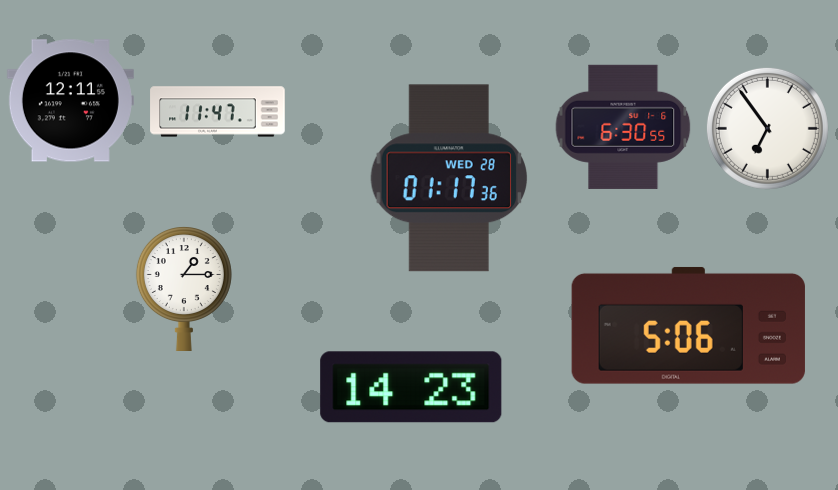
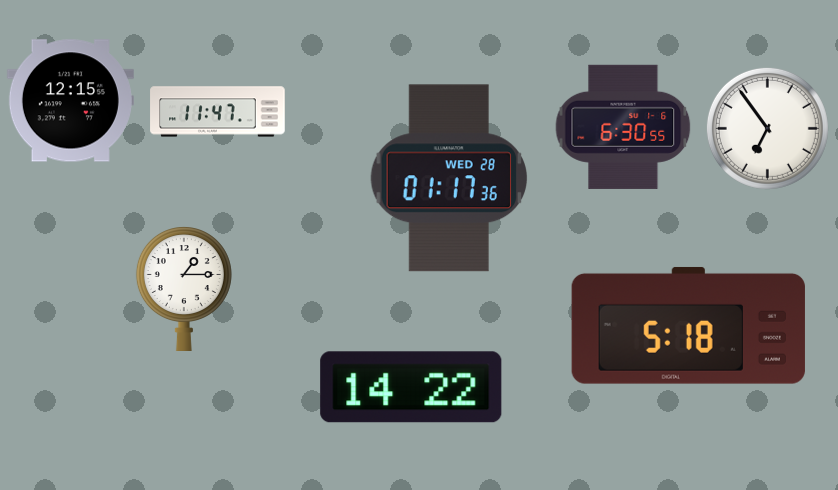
clock at (70, 101): 12:11 -> 12:15
clock at (688, 325): 5:06 -> 5:18
clock at (411, 387): 14:23 -> 14:22
